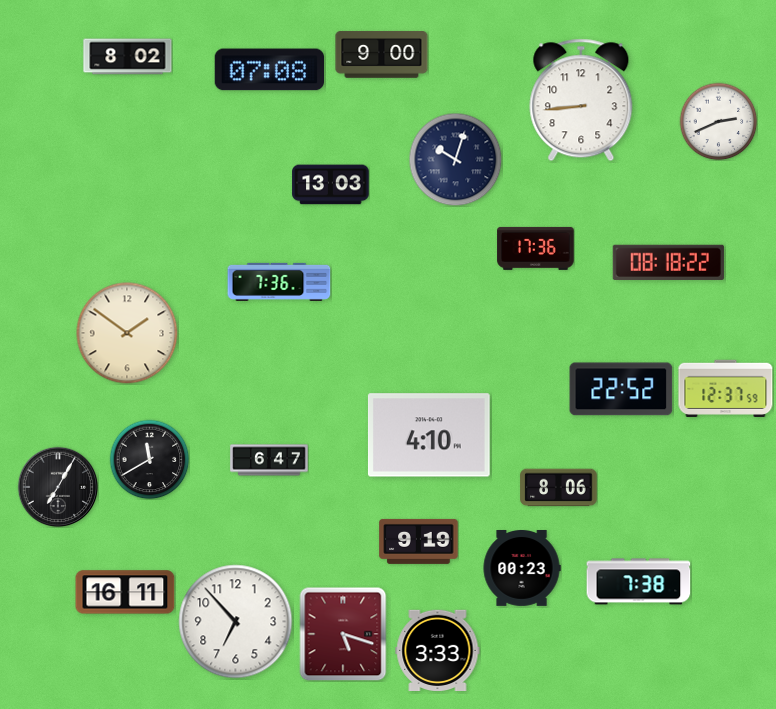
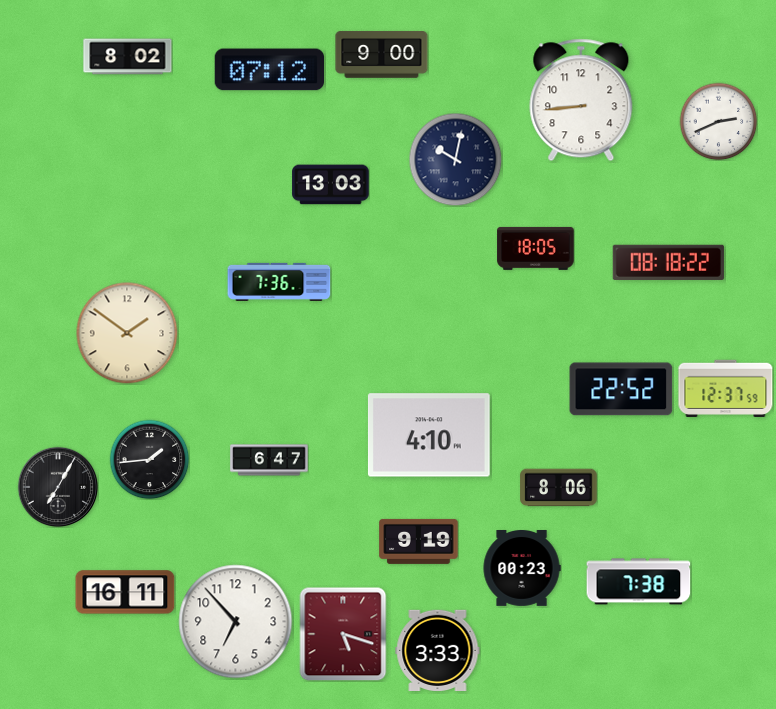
clock at (269, 70): 07:08 -> 07:12
clock at (455, 159): 10:03 -> 10:02
clock at (536, 248): 17:36 -> 18:05
clock at (149, 459): 11:40 -> 1:44
